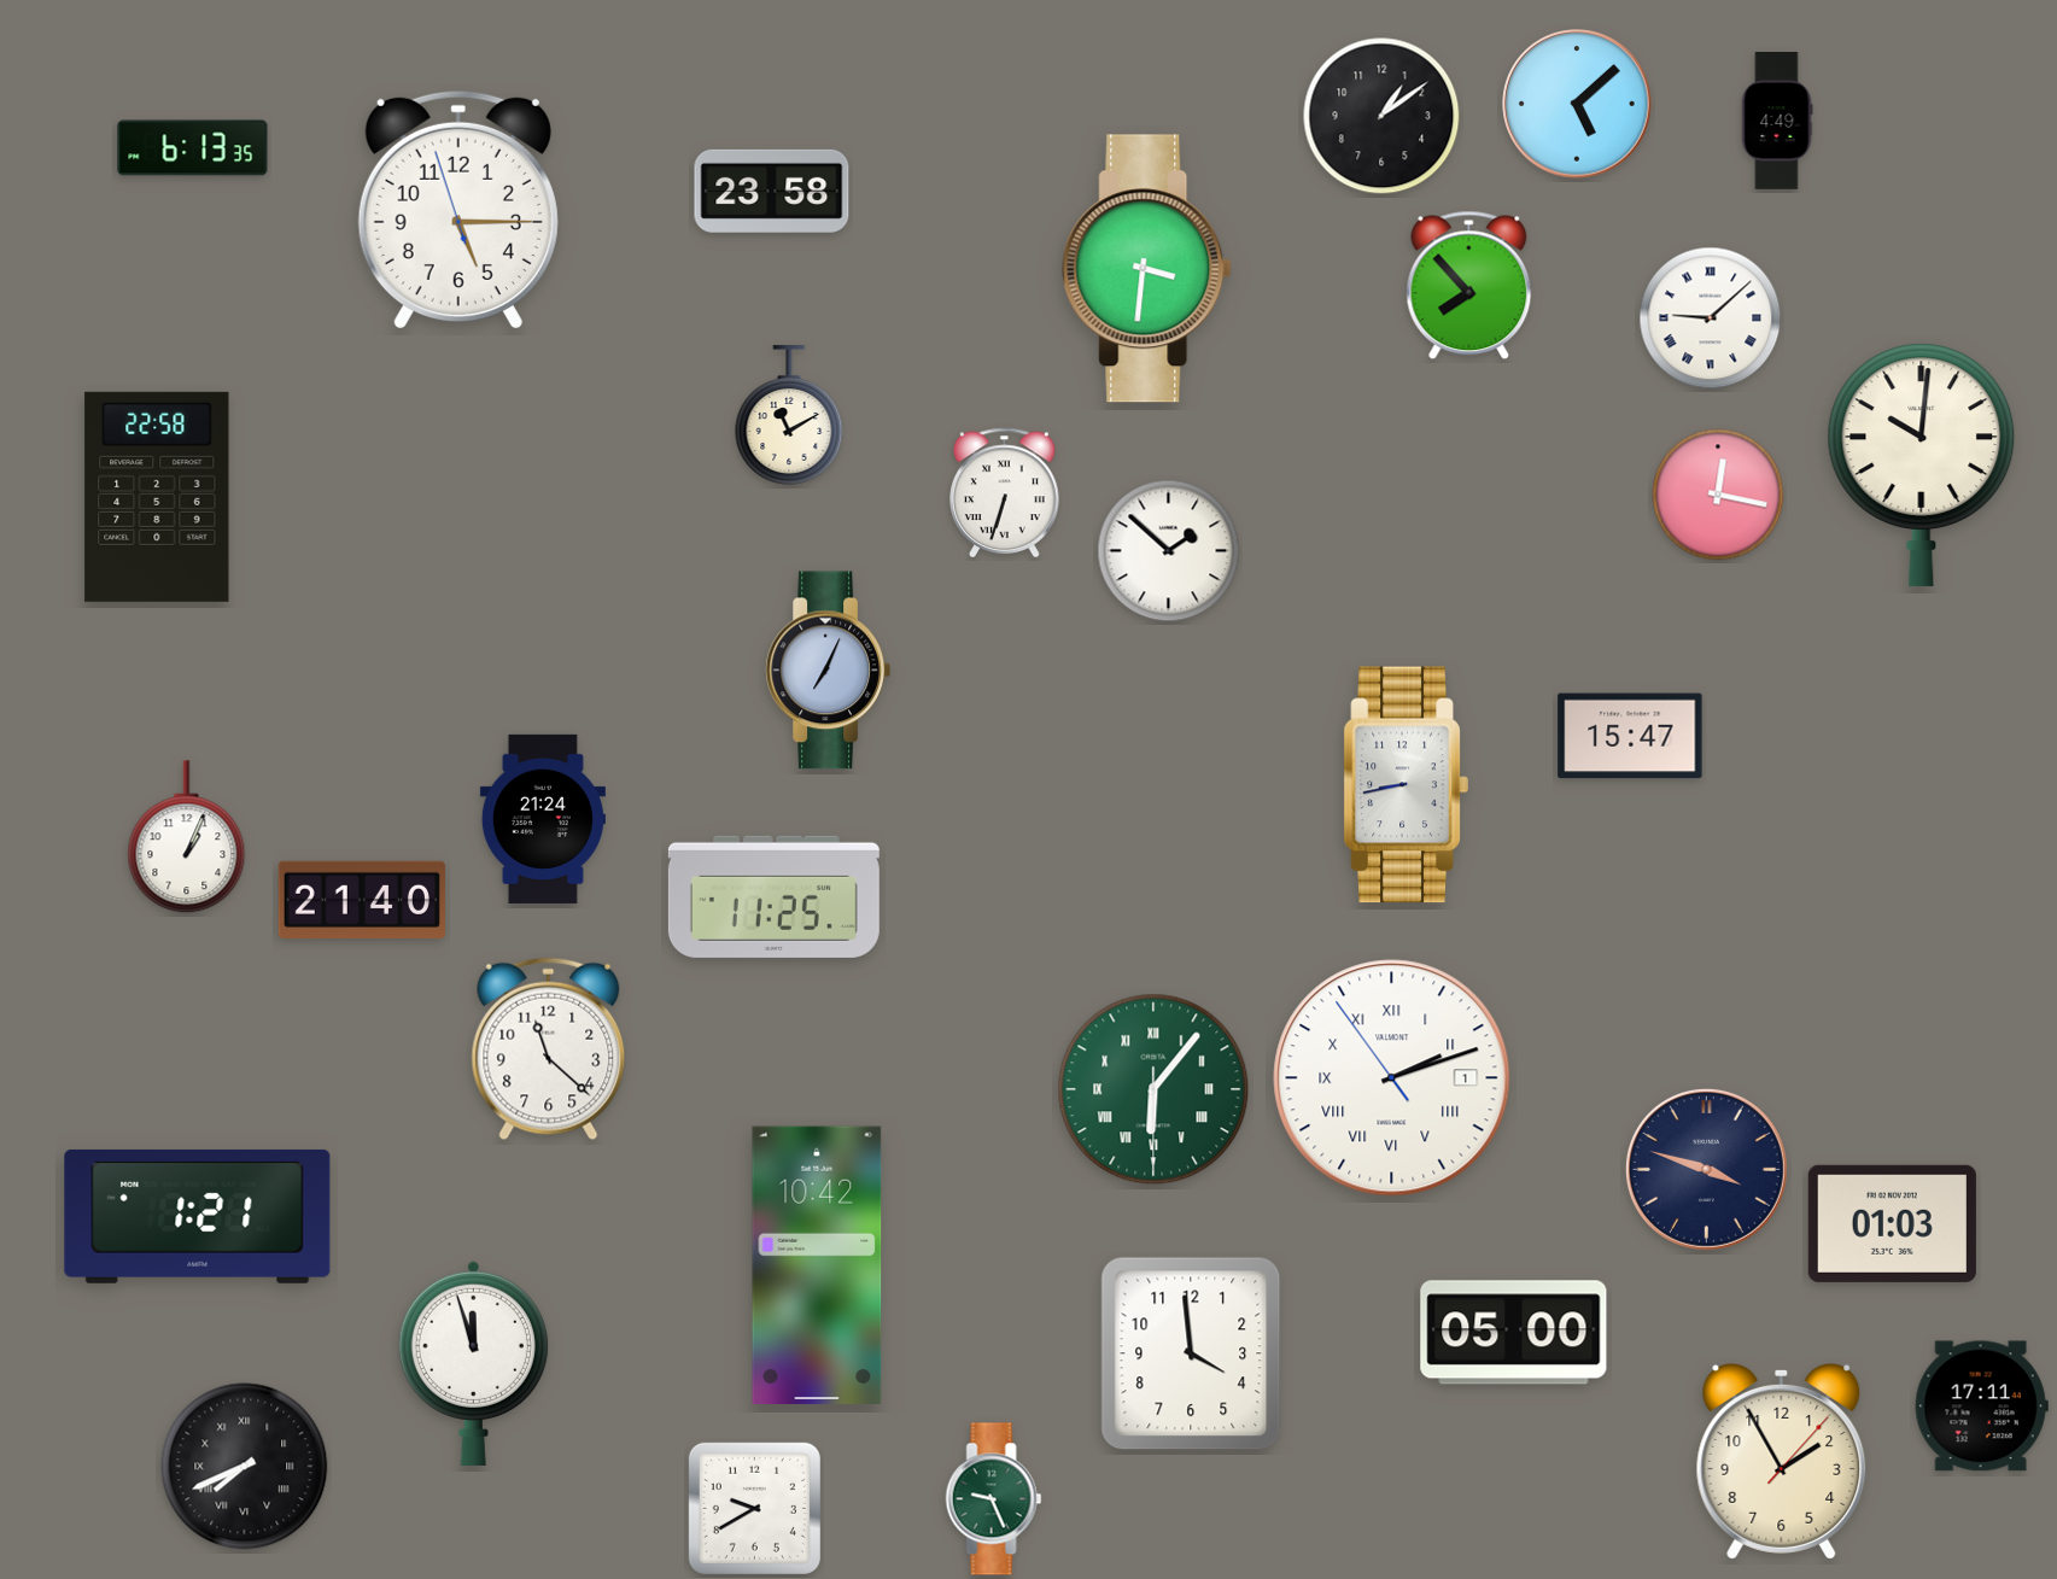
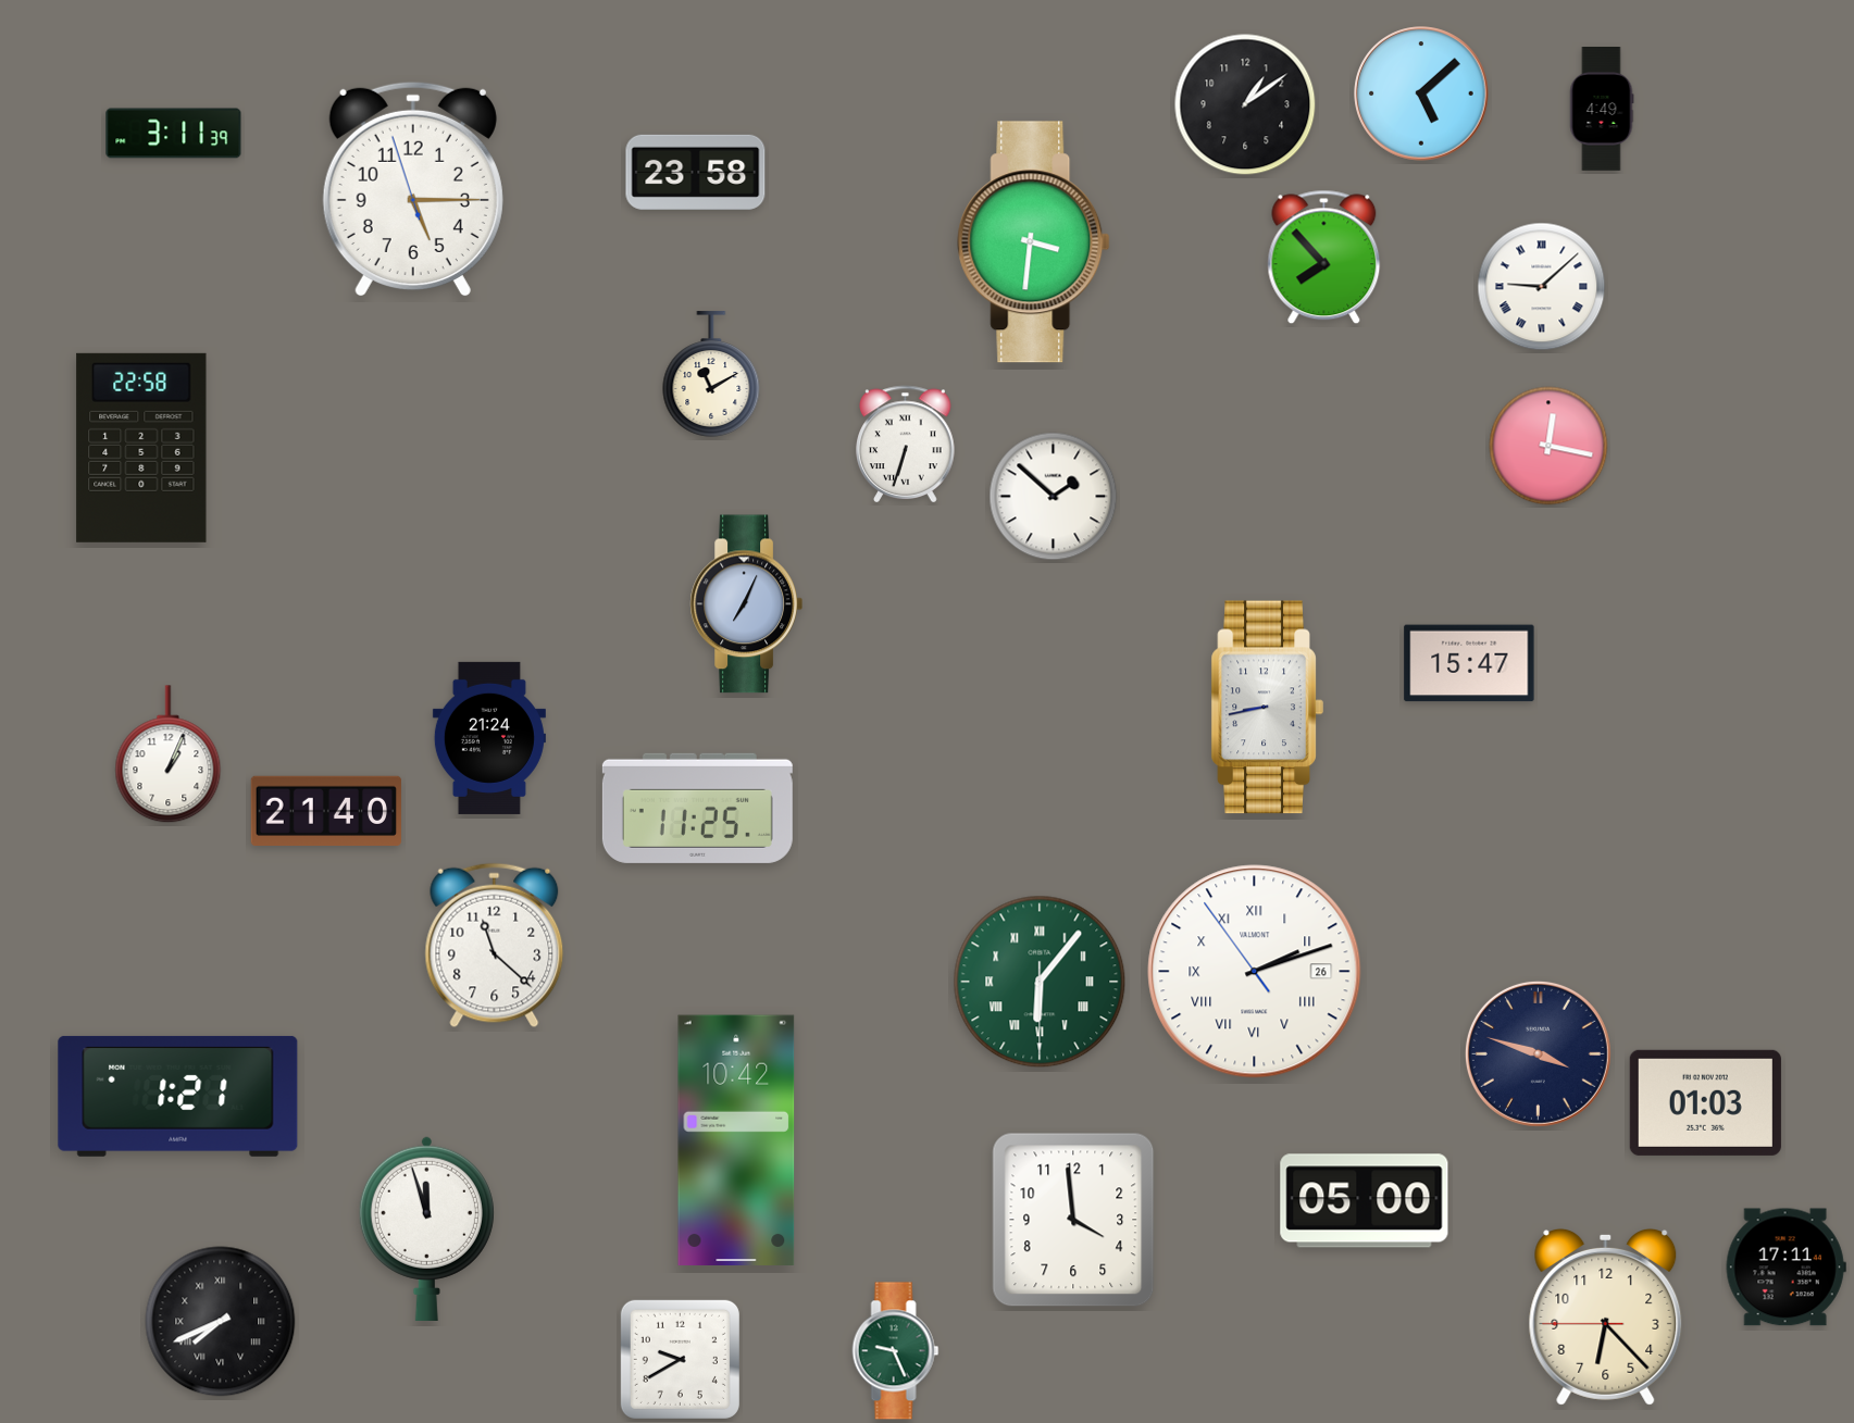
clock at (193, 148): 6:13 -> 3:11
clock at (1922, 464): 10:01 -> none
clock at (1392, 1078) date: 1 -> 26
clock at (1782, 1461): 1:55 -> 6:22
